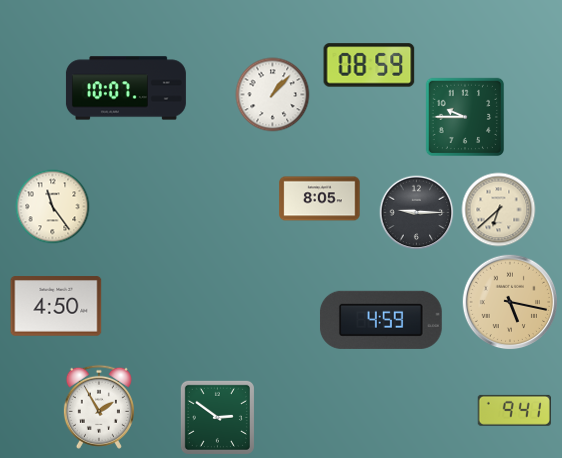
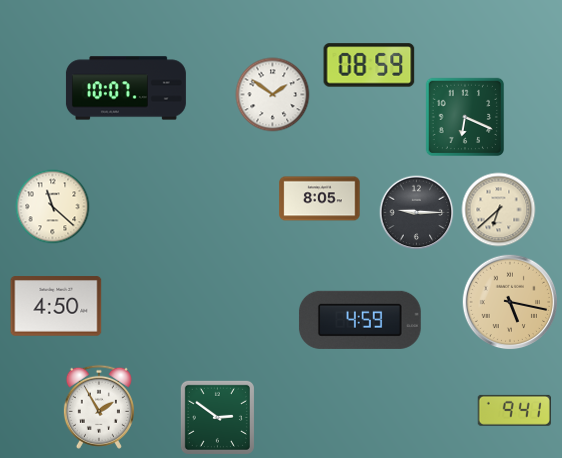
clock at (273, 95): 1:07 -> 1:51
clock at (464, 116): 9:45 -> 6:19
clock at (53, 207): 11:24 -> 11:22
clock at (381, 320) position: (381, 320) -> (360, 320)
